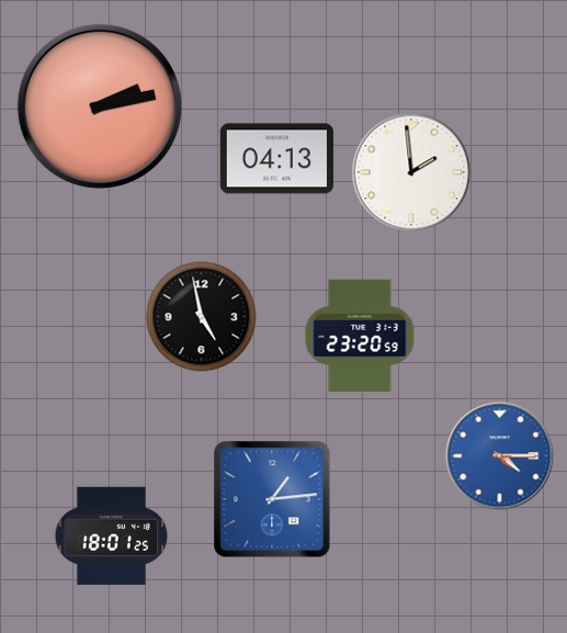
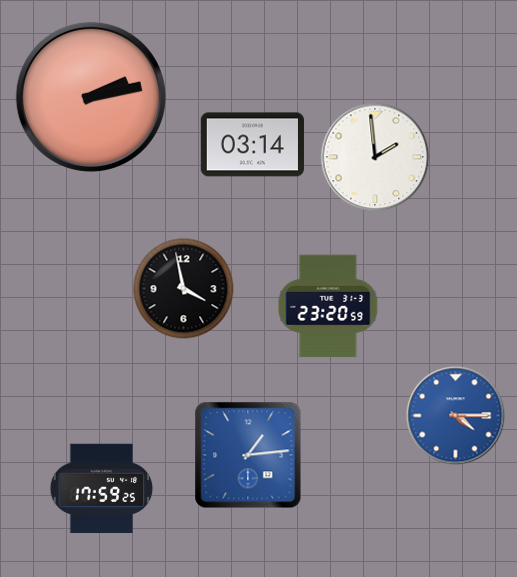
clock at (276, 159): 04:13 -> 03:14
clock at (202, 317): 4:58 -> 3:58
clock at (112, 536): 18:01 -> 17:59
